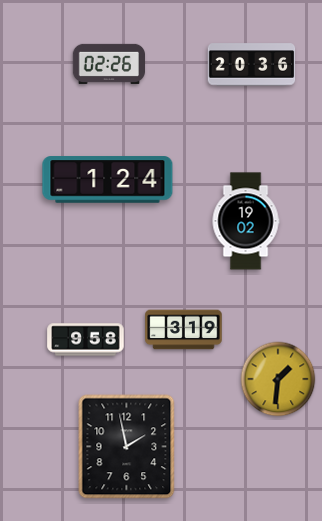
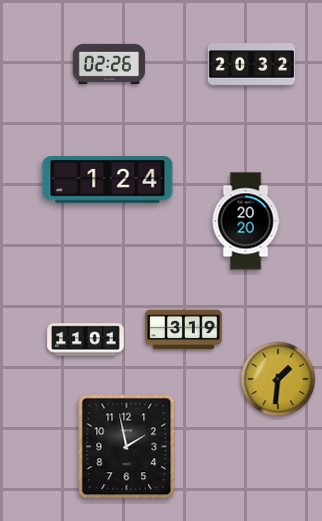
clock at (252, 65): 20:36 -> 20:32
clock at (246, 221): 19:02 -> 20:20
clock at (86, 340): 9:58 -> 11:01
